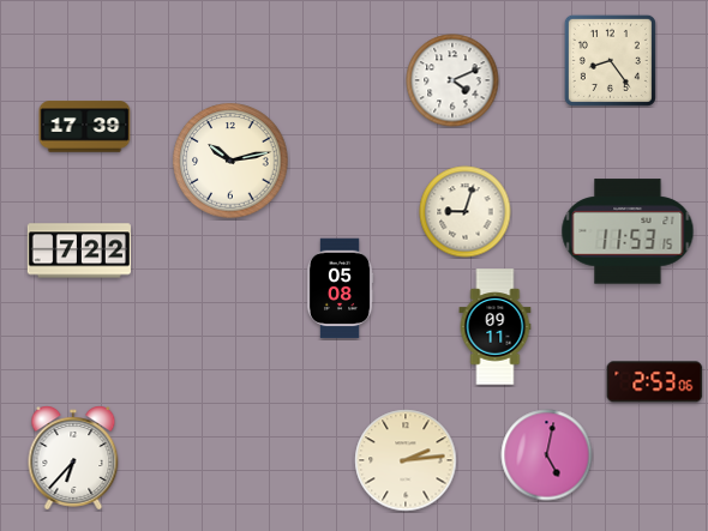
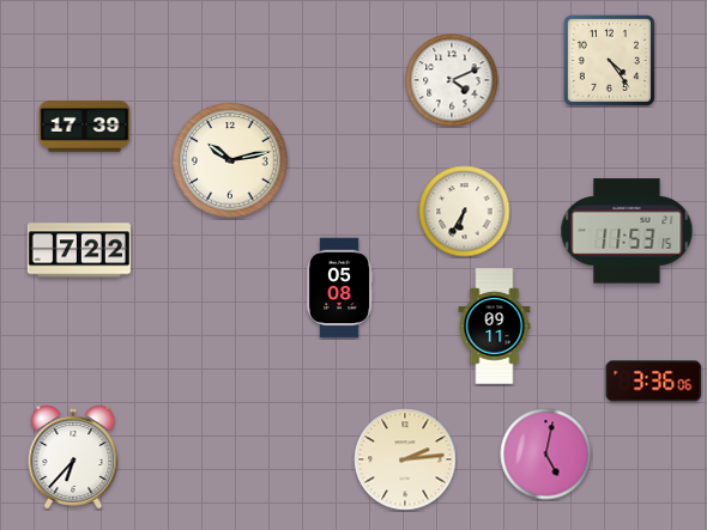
clock at (610, 60): 8:24 -> 4:24
clock at (466, 212): 9:03 -> 6:35
clock at (655, 382): 2:53 -> 3:36
